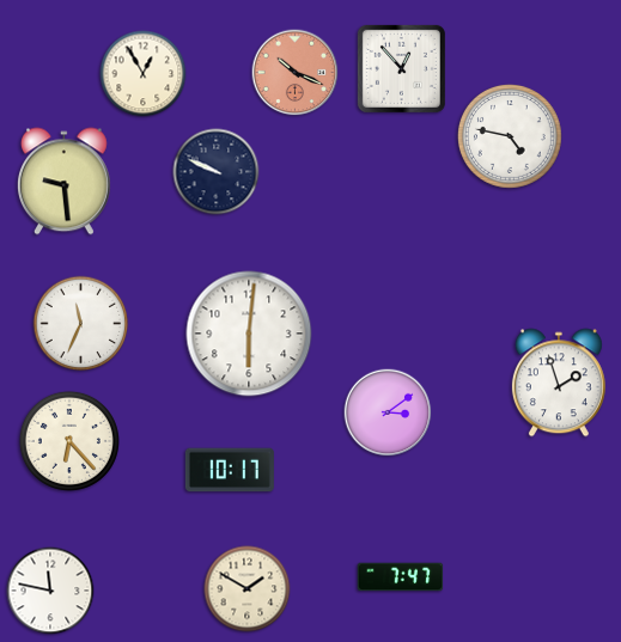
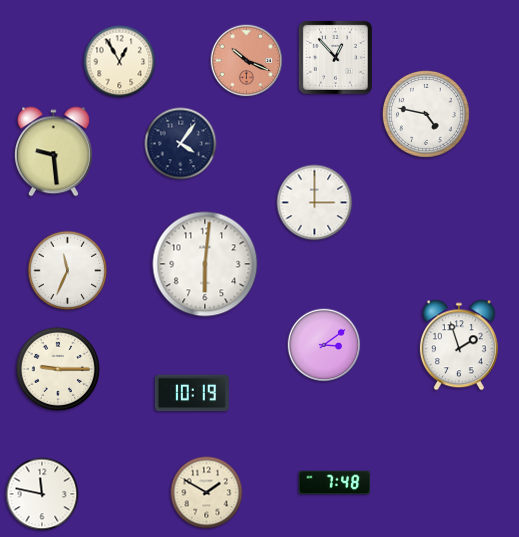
clock at (217, 172): 9:49 -> 4:06
clock at (315, 203): none -> 3:00
clock at (249, 334) position: (249, 334) -> (205, 264)
clock at (559, 383) position: (559, 383) -> (459, 345)
clock at (69, 441): 6:23 -> 9:15
clock at (230, 470): 10:17 -> 10:19
clock at (401, 577): 7:47 -> 7:48
